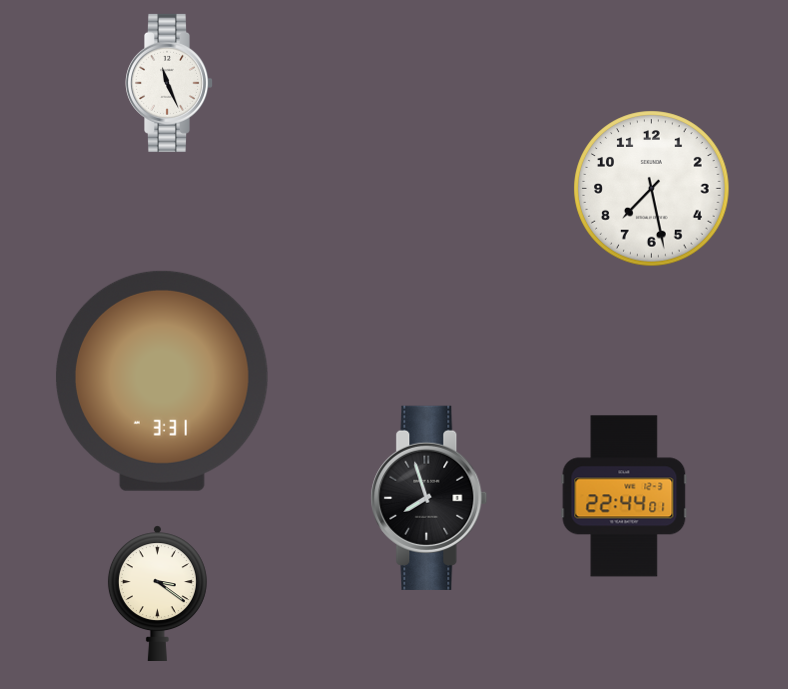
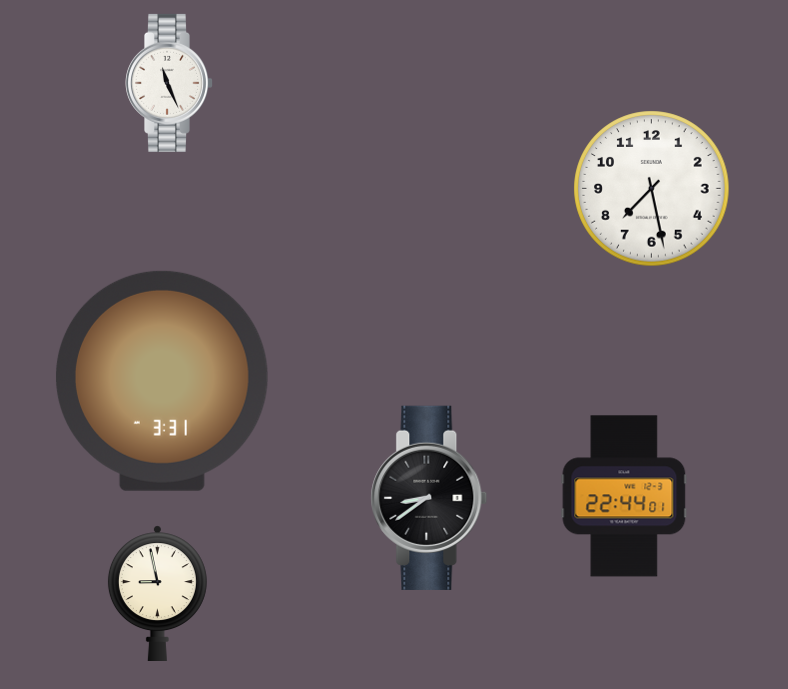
clock at (429, 498): 7:57 -> 8:39
clock at (157, 593): 3:21 -> 8:58
